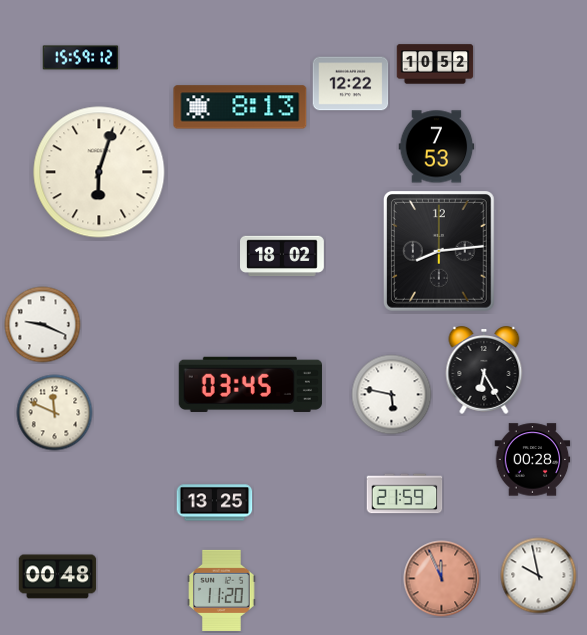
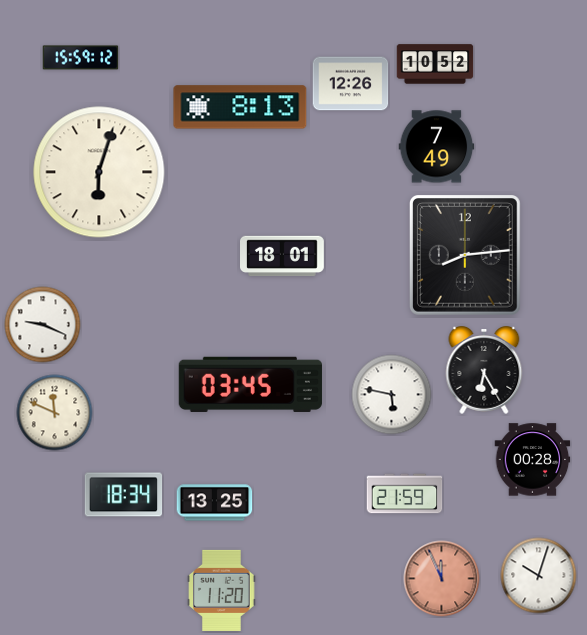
clock at (351, 84): 12:22 -> 12:26
clock at (437, 147): 7:53 -> 7:49
clock at (440, 252) position: (440, 252) -> (466, 256)
clock at (283, 256): 18:02 -> 18:01
clock at (124, 495): none -> 18:34
clock at (539, 576): 9:58 -> 10:03
clock at (58, 577): 00:48 -> none
